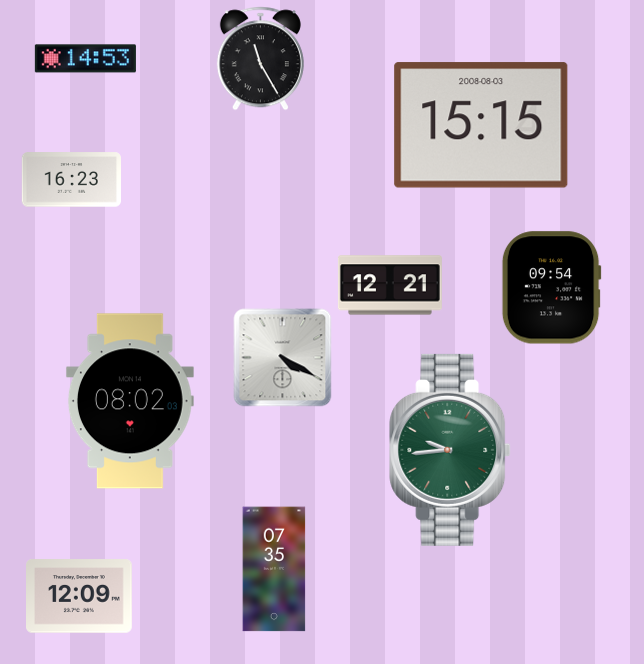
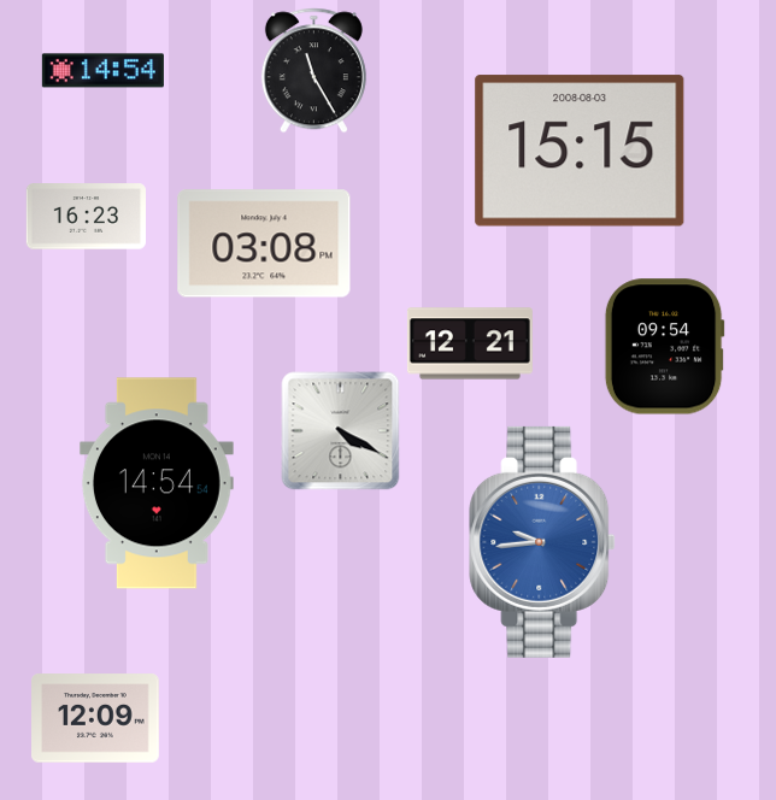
clock at (85, 59): 14:53 -> 14:54
clock at (264, 243): none -> 03:08
clock at (130, 401): 08:02 -> 14:54
clock at (450, 450) dial: green -> blue
clock at (274, 569): 07:35 -> none
